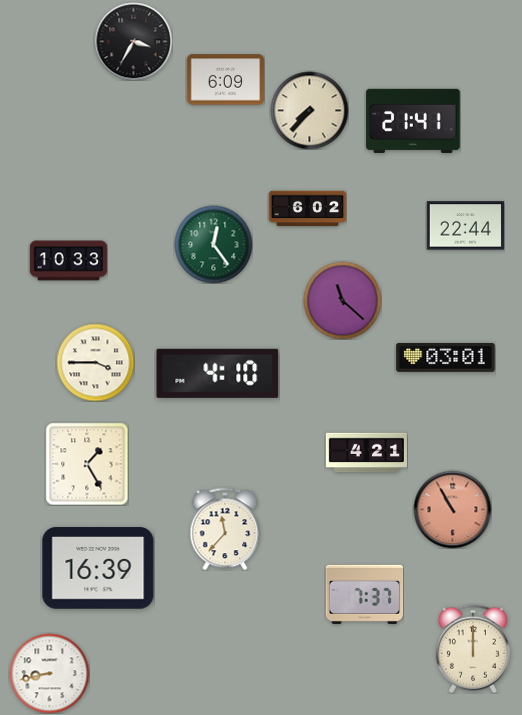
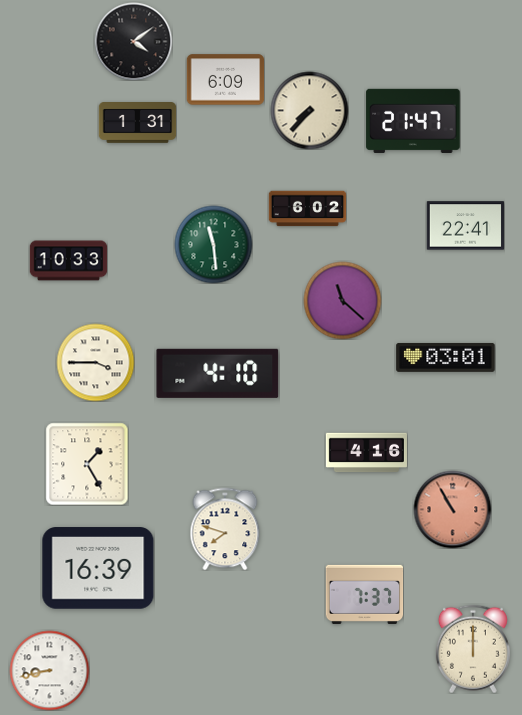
clock at (133, 41): 3:35 -> 4:09
clock at (413, 121): 21:41 -> 21:47
clock at (137, 123): none -> 1:31
clock at (465, 226): 22:44 -> 22:41
clock at (213, 244): 12:24 -> 11:29
clock at (366, 453): 4:21 -> 4:16
clock at (225, 529): 11:37 -> 7:48
clock at (49, 673) position: (49, 673) -> (49, 670)
